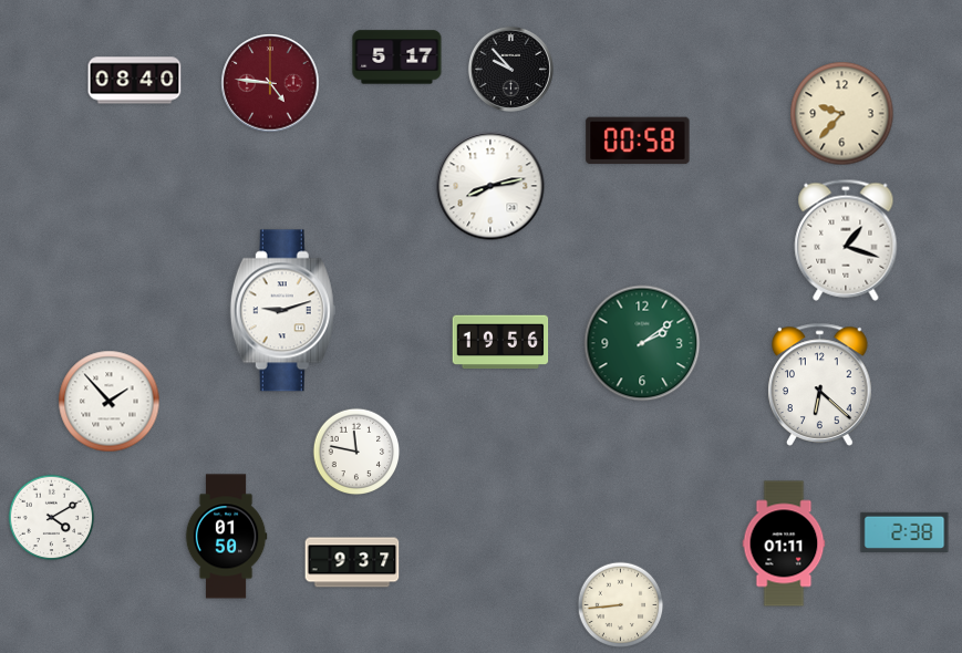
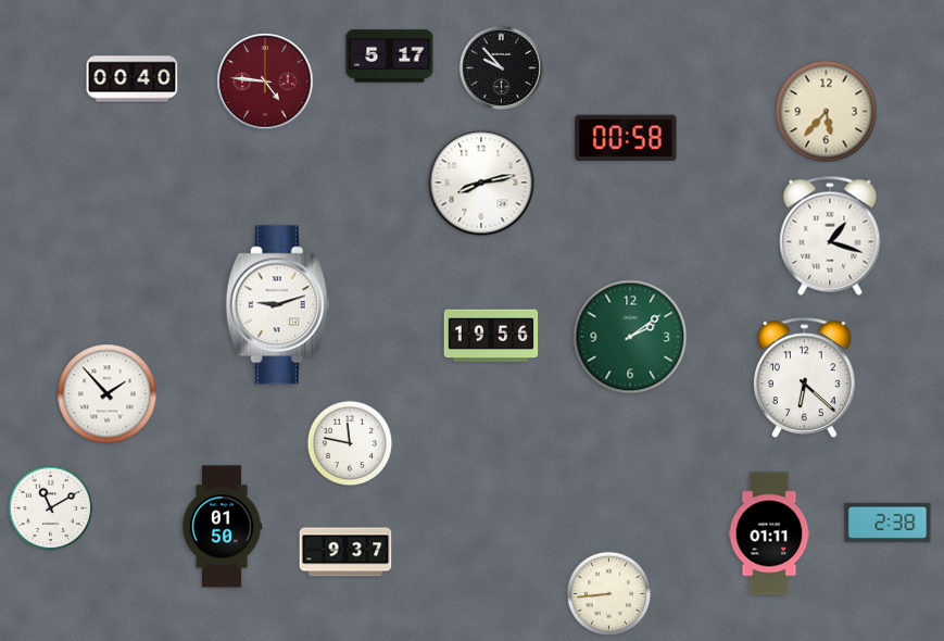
clock at (135, 81): 08:40 -> 00:40
clock at (842, 114): 9:37 -> 5:37
clock at (52, 518): 4:10 -> 11:10
